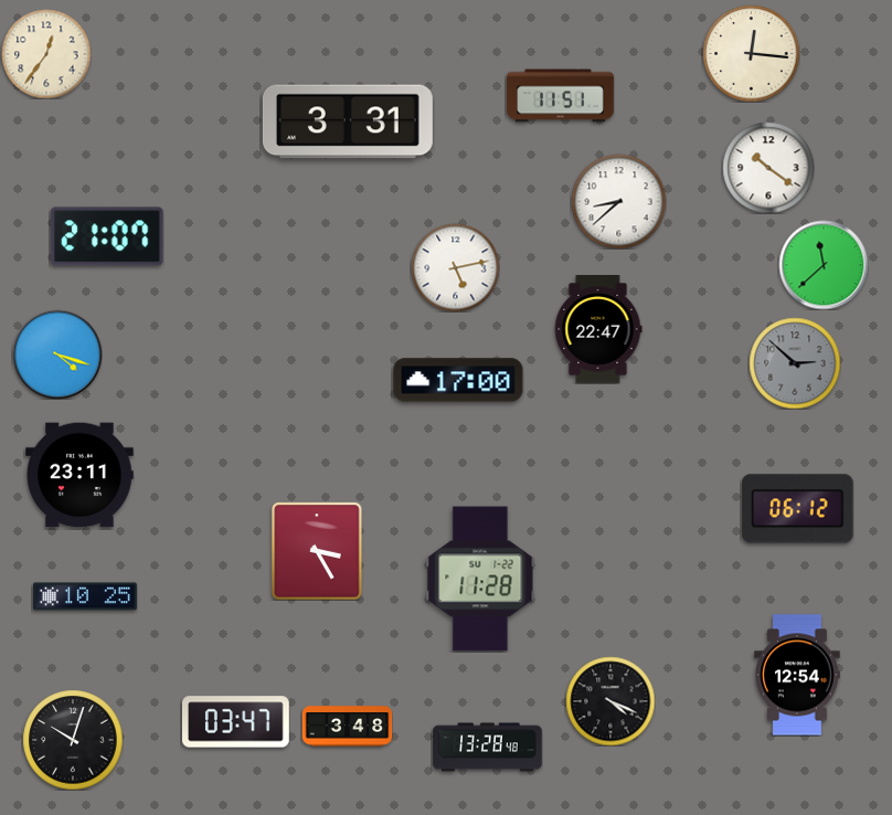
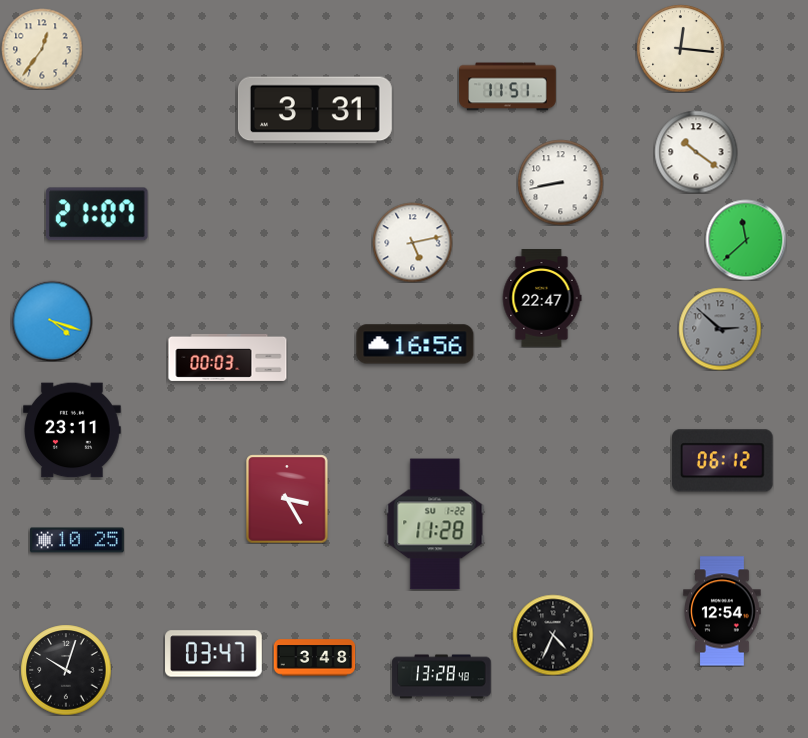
clock at (618, 201): 8:38 -> 8:43
clock at (458, 380): 17:00 -> 16:56
clock at (228, 357): none -> 00:03
clock at (610, 701): 4:19 -> 4:34
